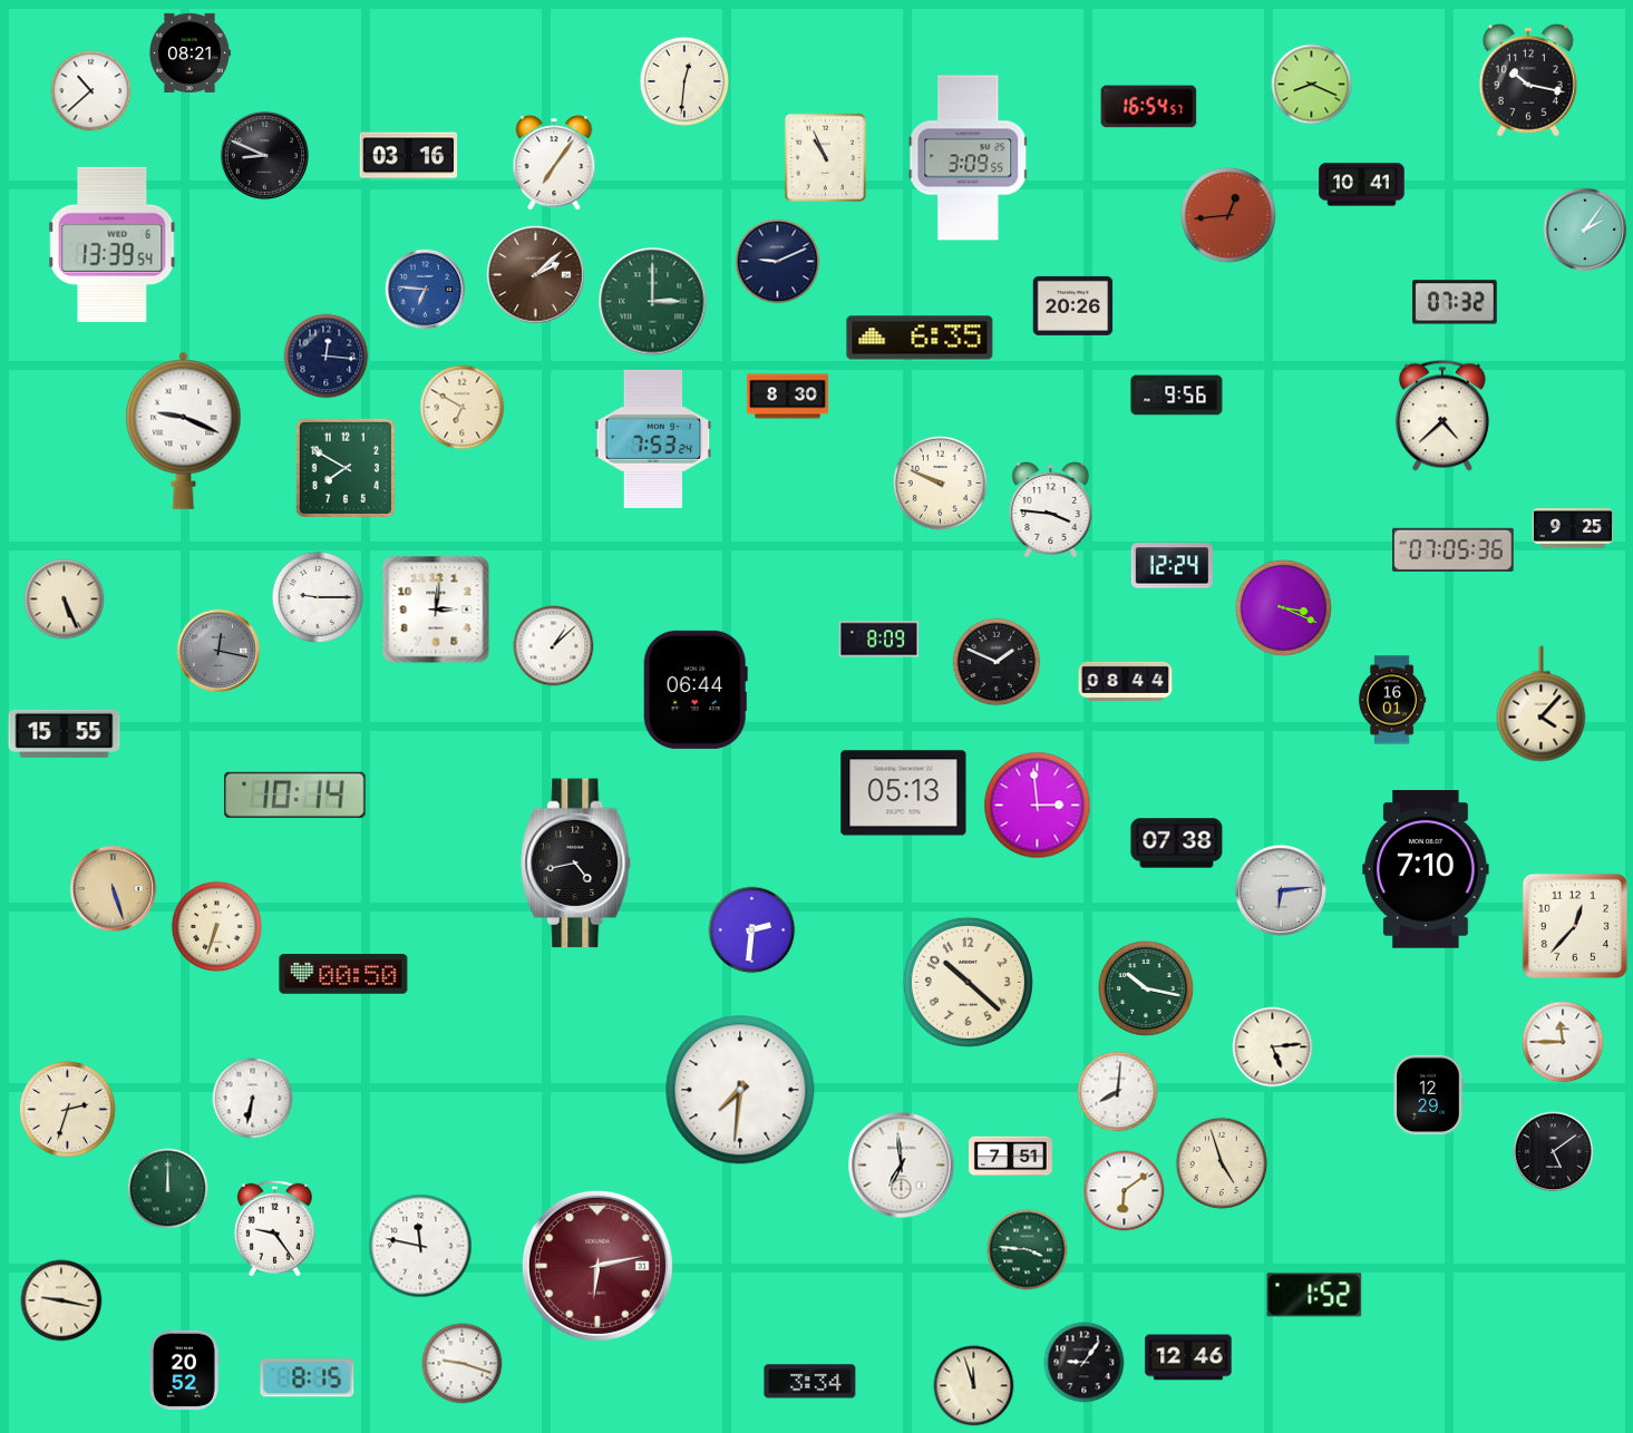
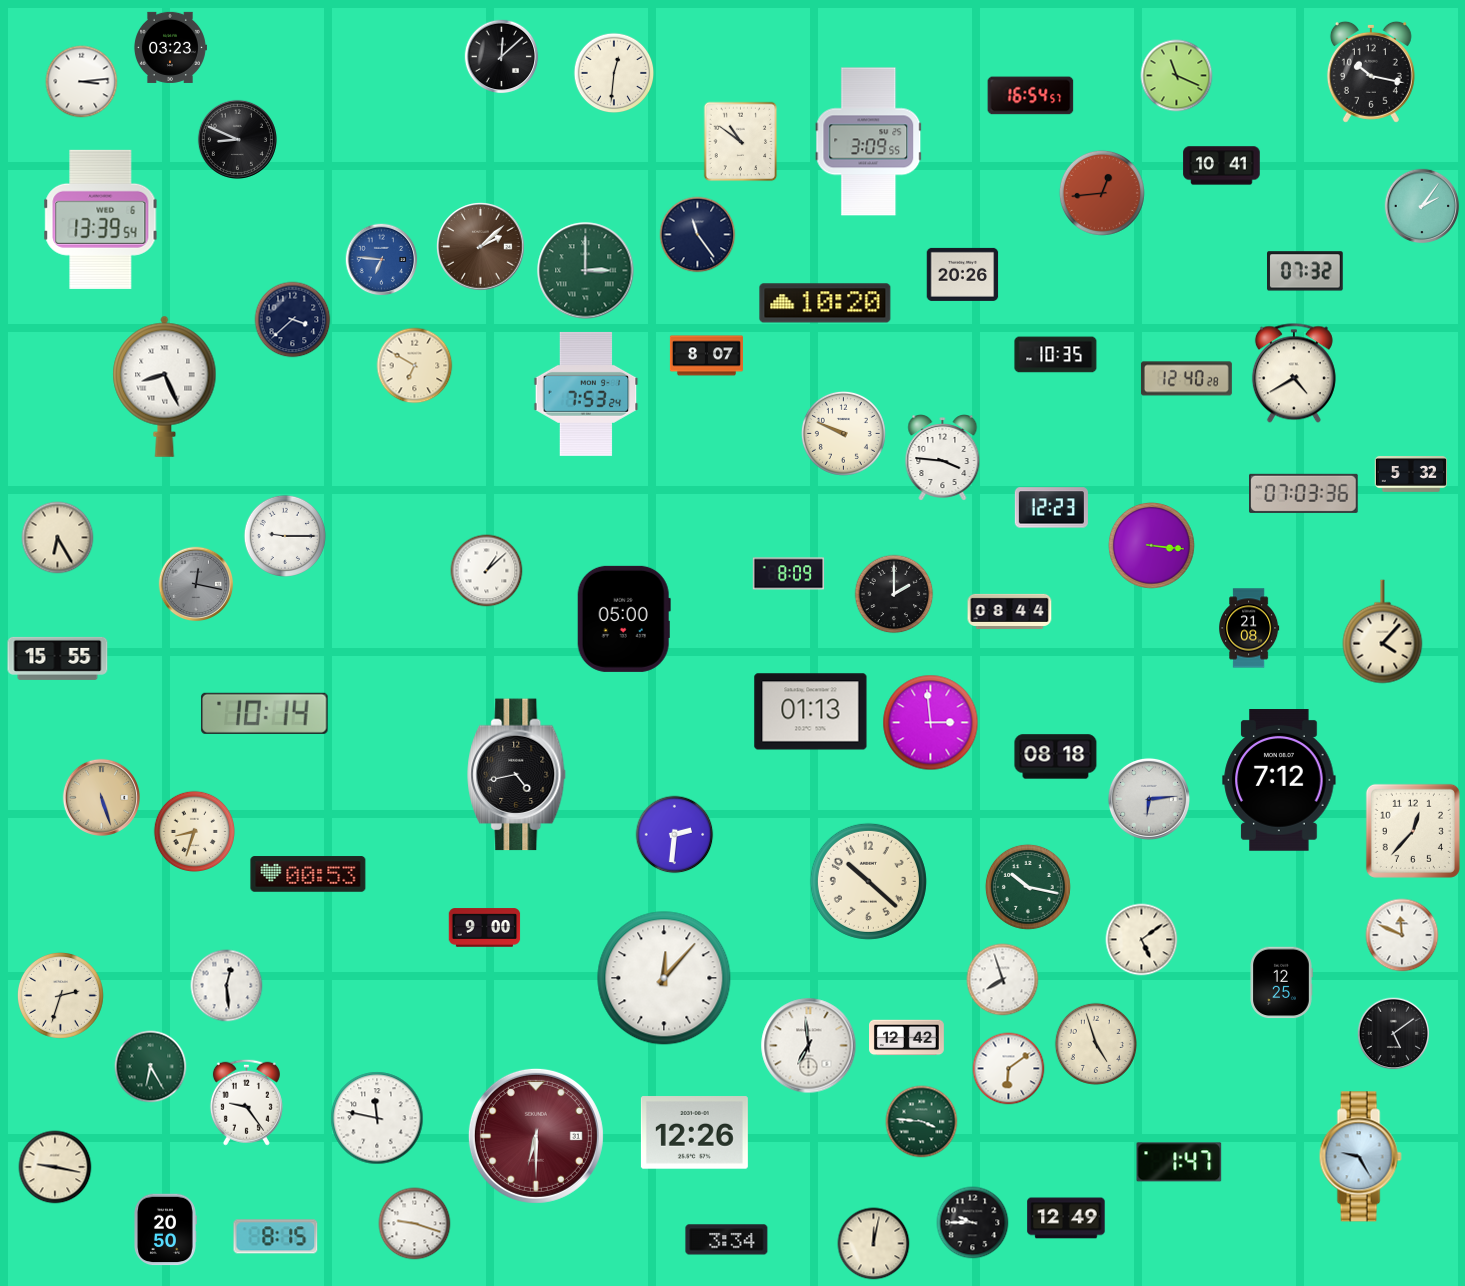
clock at (189, 52): 08:21 -> 03:23
clock at (502, 57): none -> 12:08
clock at (1312, 85): 8:19 -> 11:19
clock at (91, 91): 10:38 -> 3:14
clock at (409, 156): 03:16 -> none
clock at (826, 158): 10:56 -> 10:51
clock at (554, 163): 7:06 -> none
clock at (778, 262): 9:11 -> 11:24
clock at (920, 338): 6:35 -> 10:20
clock at (327, 357): 12:16 -> 3:38
clock at (1177, 396): 9:56 -> 10:35
clock at (787, 397): 8:30 -> 8:07
clock at (1442, 416): 4:38 -> 4:40
clock at (1186, 379): none -> 12:40
clock at (184, 430): 9:19 -> 8:26
clock at (346, 468): 7:50 -> none
clock at (1572, 529): 9:25 -> 5:32
clock at (1454, 549): 07:05 -> 07:03
clock at (1172, 566): 12:24 -> 12:23
clock at (65, 599): 5:26 -> 6:25
clock at (1283, 607): 3:19 -> 3:16
clock at (436, 610): 3:01 -> none
clock at (554, 646) position: (554, 646) -> (487, 571)
clock at (997, 662): 1:49 -> 2:00
clock at (696, 690): 06:44 -> 05:00
clock at (1392, 700): 16:01 -> 21:08
clock at (904, 793): 05:13 -> 01:13
clock at (1177, 844): 07:38 -> 08:18
clock at (1426, 869): 7:10 -> 7:12
clock at (216, 926): 6:33 -> 8:33
clock at (343, 974): 00:50 -> 00:53
clock at (485, 928): none -> 9:00
clock at (1563, 1042): 11:45 -> 11:49
clock at (1273, 1047): 5:14 -> 5:09
clock at (740, 1090): 7:31 -> 12:07
clock at (1118, 1092): 8:01 -> 7:57
clock at (1428, 1095): 12:29 -> 12:25
clock at (253, 1099): 6:32 -> 12:29
clock at (1011, 1157): 7:51 -> 12:42
clock at (168, 1189): 12:00 -> 6:25
clock at (694, 1133): none -> 12:26
clock at (597, 1266): 6:13 -> 6:30
clock at (1360, 1157): none -> 9:25
clock at (1314, 1295): 1:52 -> 1:47
clock at (1188, 1357): 12:46 -> 12:49
clock at (1085, 1363): 9:06 -> 9:45
clock at (185, 1371): 20:52 -> 20:50
clock at (974, 1386): 11:57 -> 12:02
